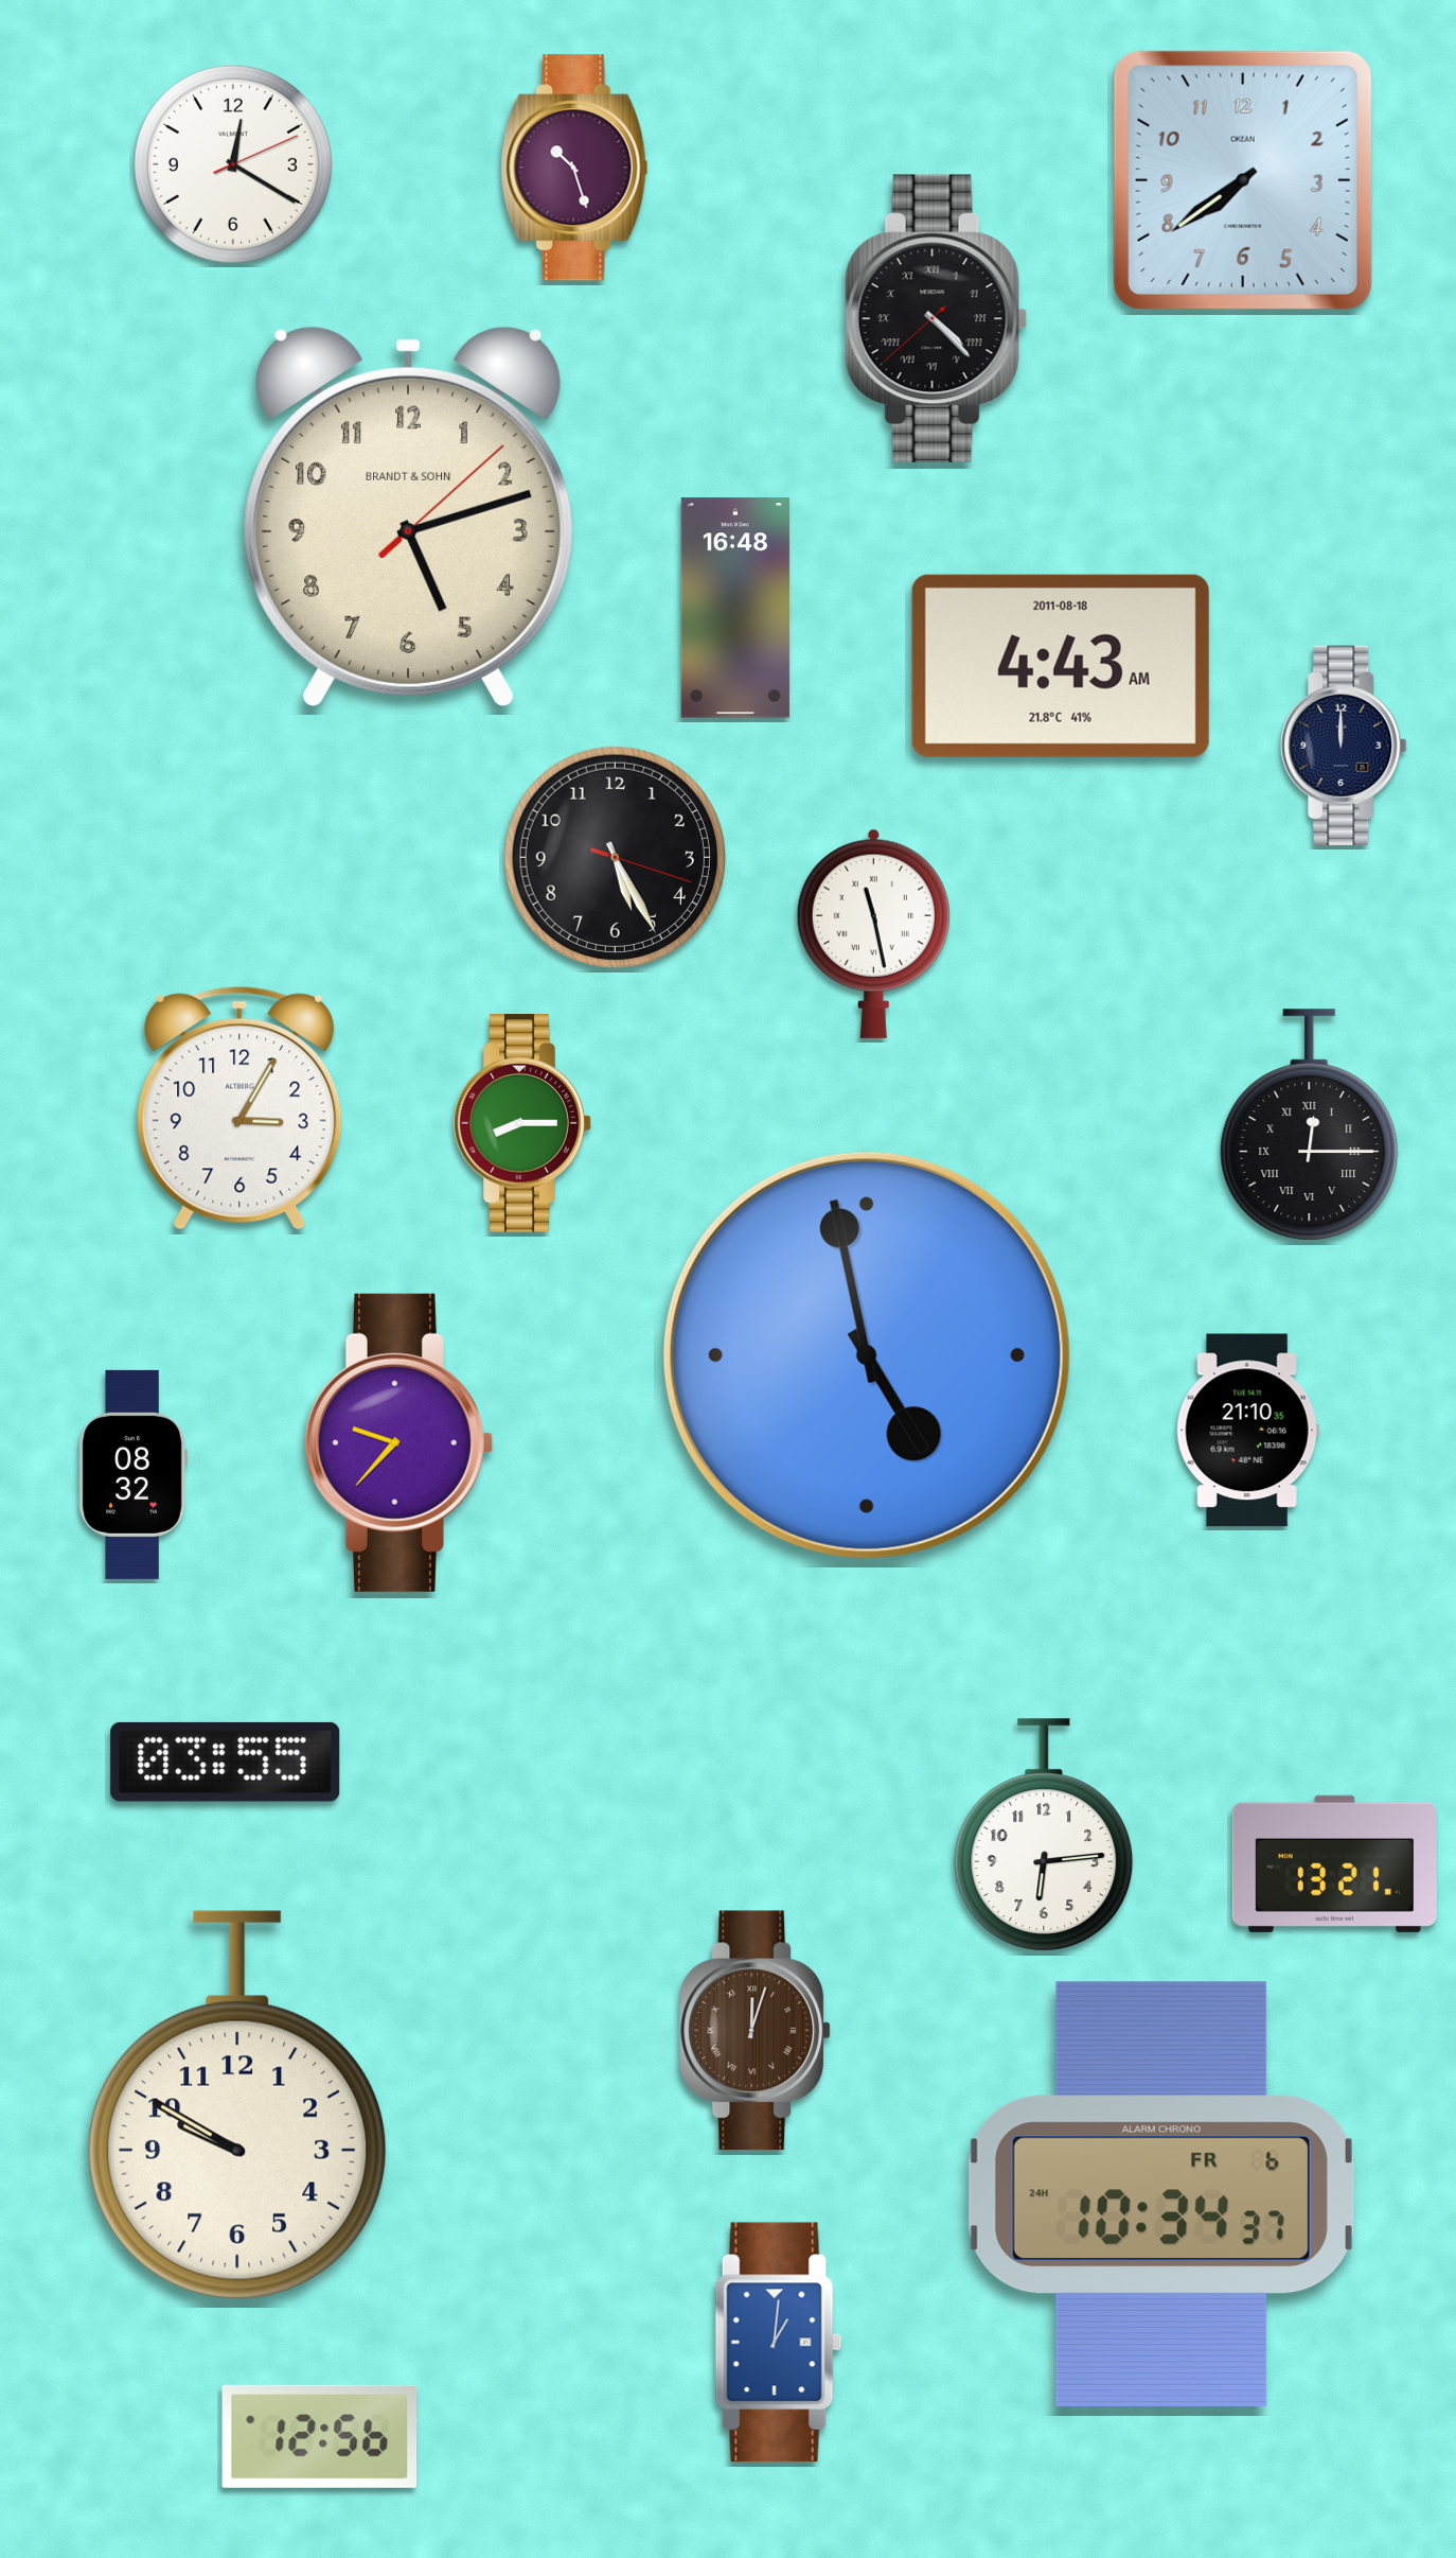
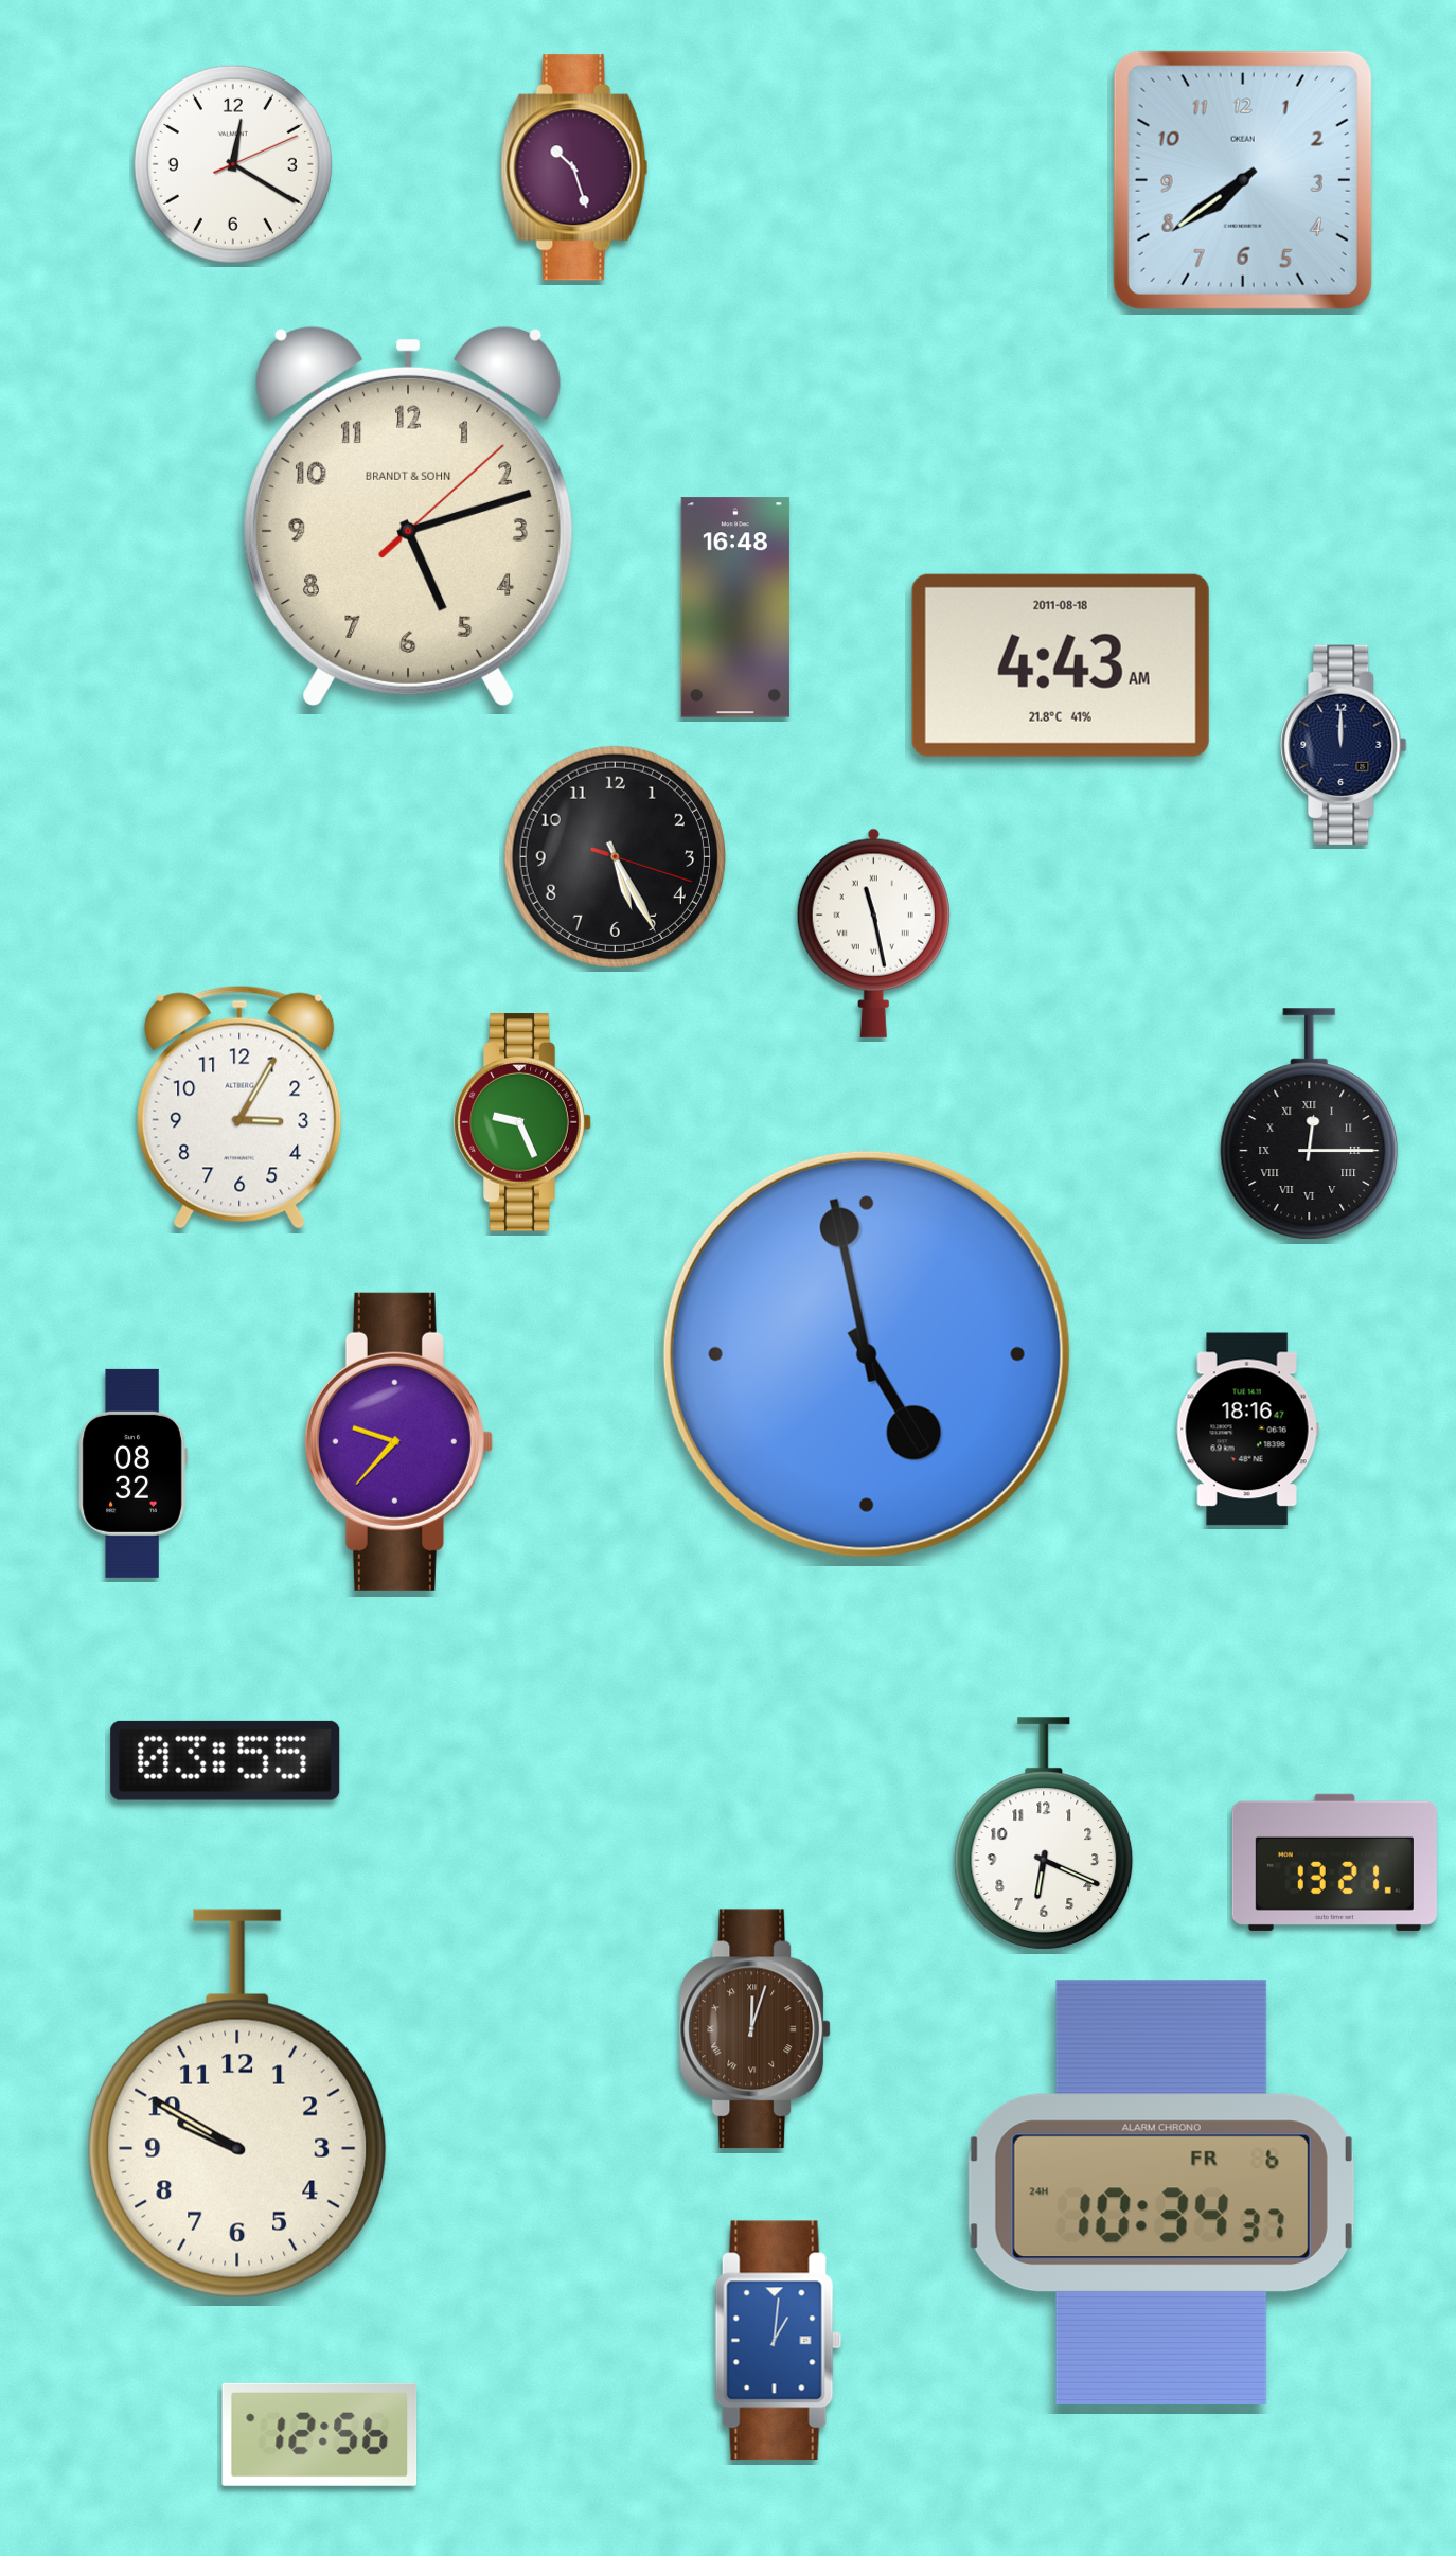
clock at (937, 318): 4:22 -> none
clock at (522, 1123): 8:15 -> 9:26
clock at (1247, 1431): 21:10 -> 18:16
clock at (1044, 1835): 6:14 -> 6:19
